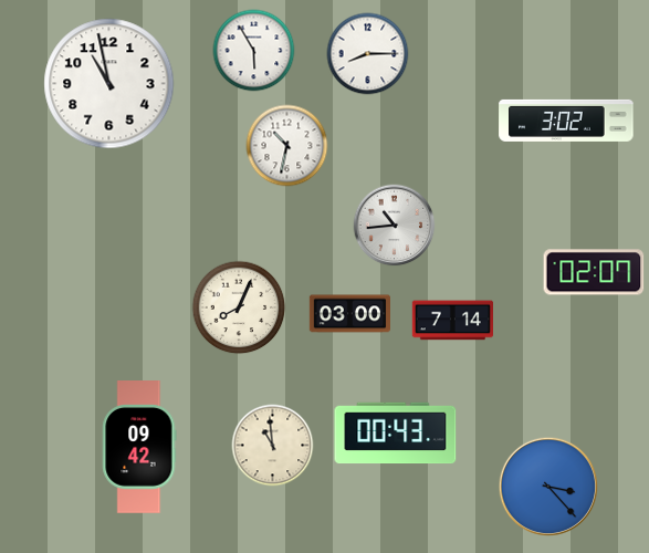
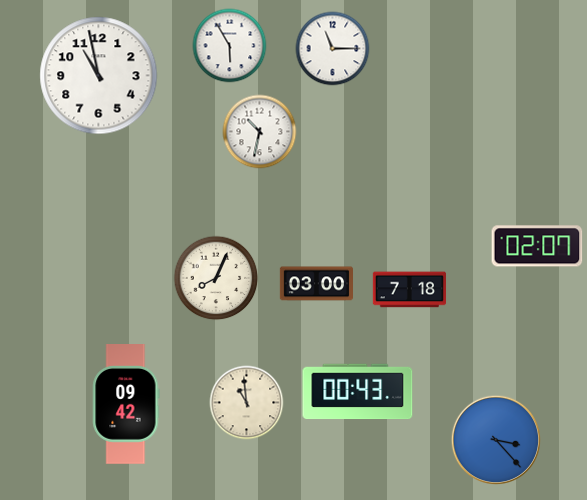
clock at (368, 54): 8:15 -> 11:15
clock at (566, 121): 3:02 -> none
clock at (395, 226): 10:44 -> none
clock at (452, 321): 7:14 -> 7:18
